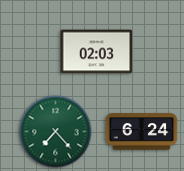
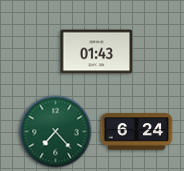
clock at (97, 52): 02:03 -> 01:43
clock at (142, 132) position: (142, 132) -> (137, 132)
